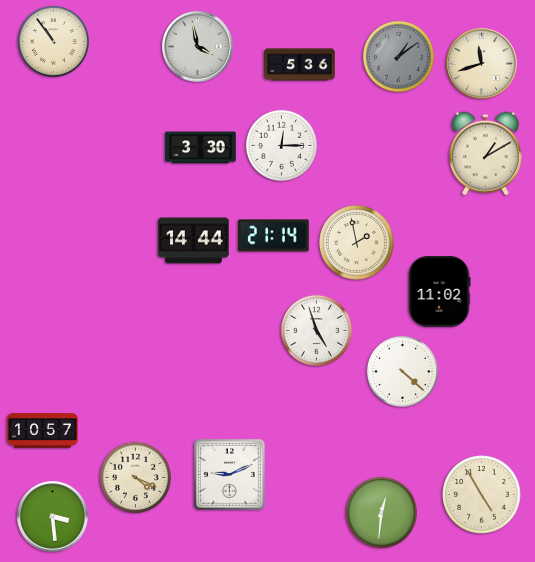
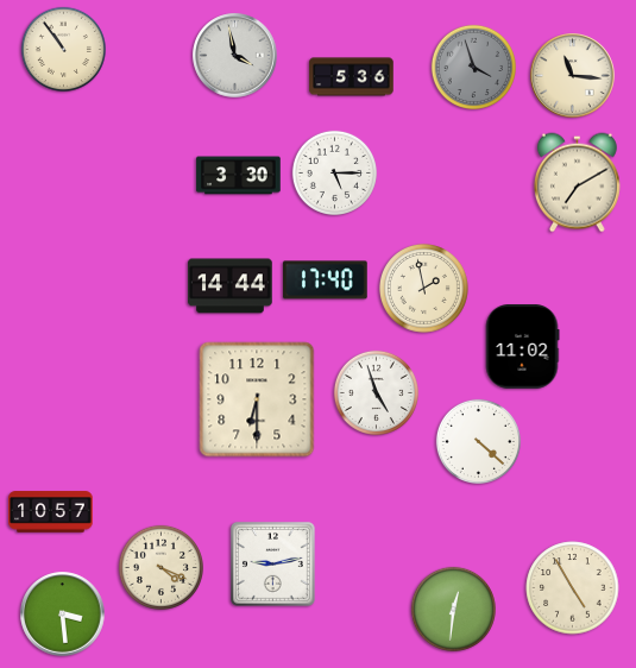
clock at (398, 56): 1:09 -> 3:57
clock at (482, 64): 11:42 -> 11:16
clock at (300, 65) position: (300, 65) -> (352, 77)
clock at (281, 145): 12:15 -> 5:15
clock at (485, 154): 1:10 -> 7:10
clock at (274, 236): 21:14 -> 17:40
clock at (257, 399): none -> 6:30
clock at (229, 474): 9:11 -> 9:13
